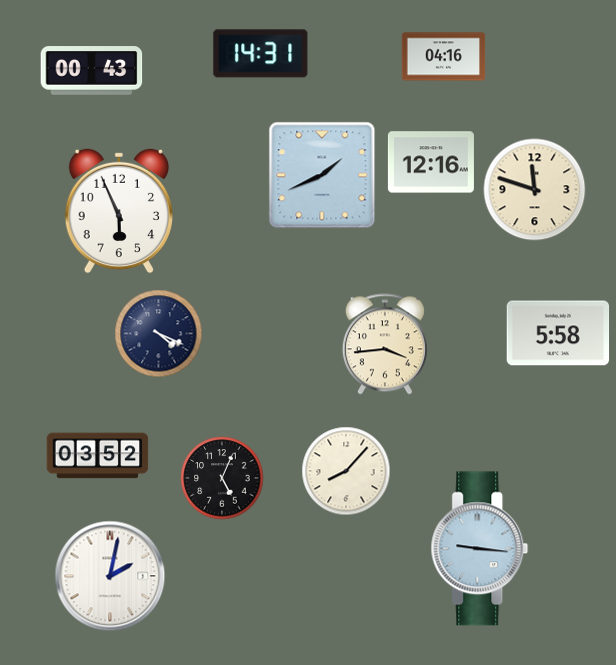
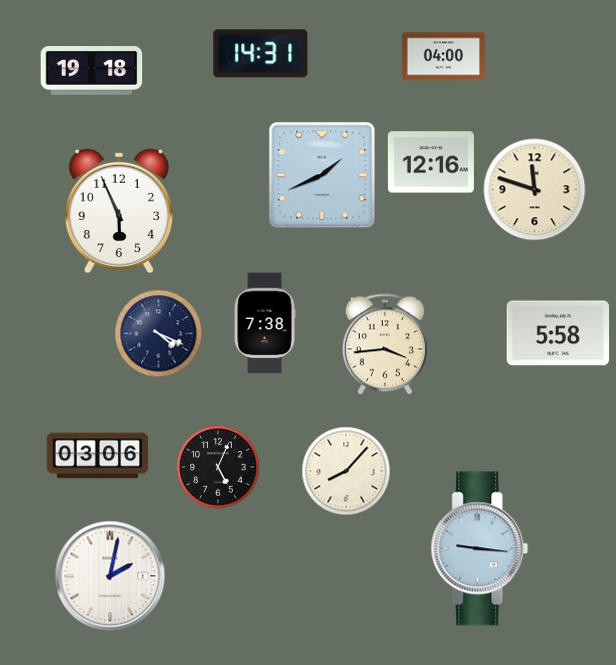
clock at (444, 57): 04:16 -> 04:00
clock at (92, 71): 00:43 -> 19:18
clock at (265, 323): none -> 7:38
clock at (98, 456): 03:52 -> 03:06
clock at (222, 478) position: (222, 478) -> (218, 467)
